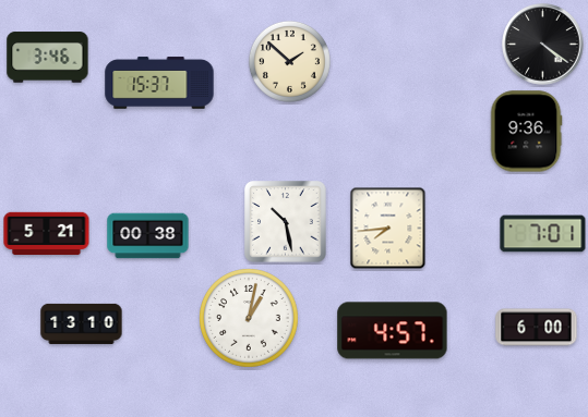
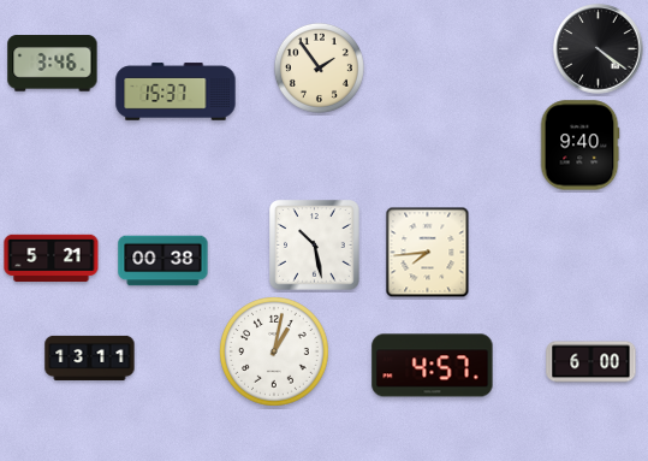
clock at (289, 61): 1:52 -> 1:54
clock at (526, 132): 9:36 -> 9:40
clock at (543, 234): 7:01 -> none
clock at (82, 323): 13:10 -> 13:11
